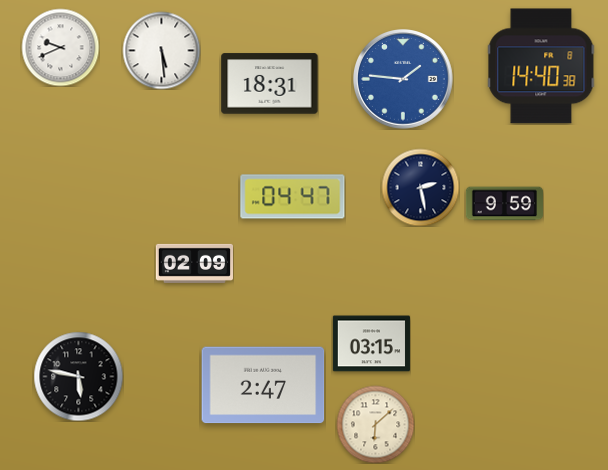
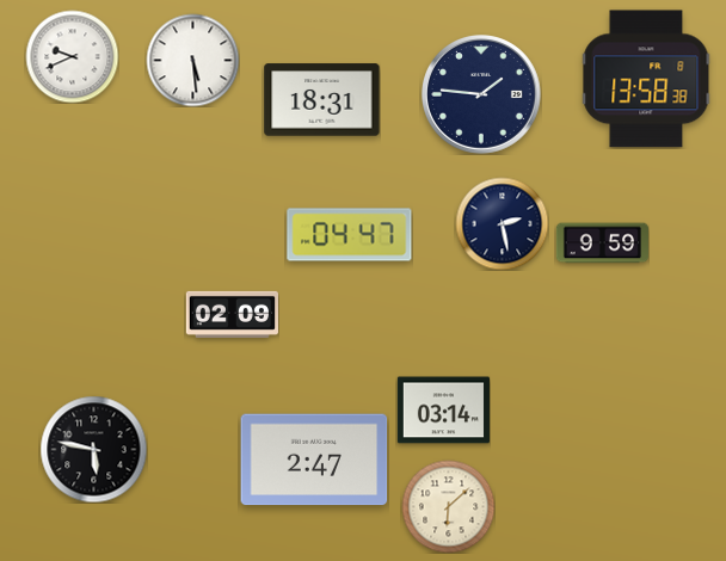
clock at (541, 66): 14:40 -> 13:58
clock at (404, 80) dial: blue -> navy
clock at (371, 344): 03:15 -> 03:14
